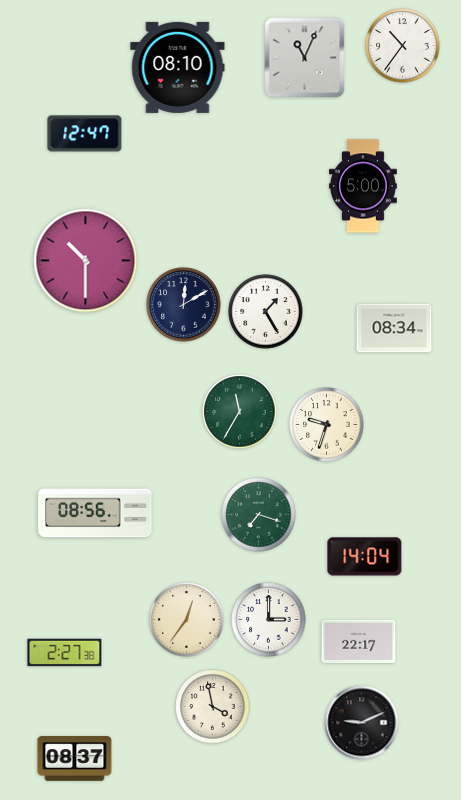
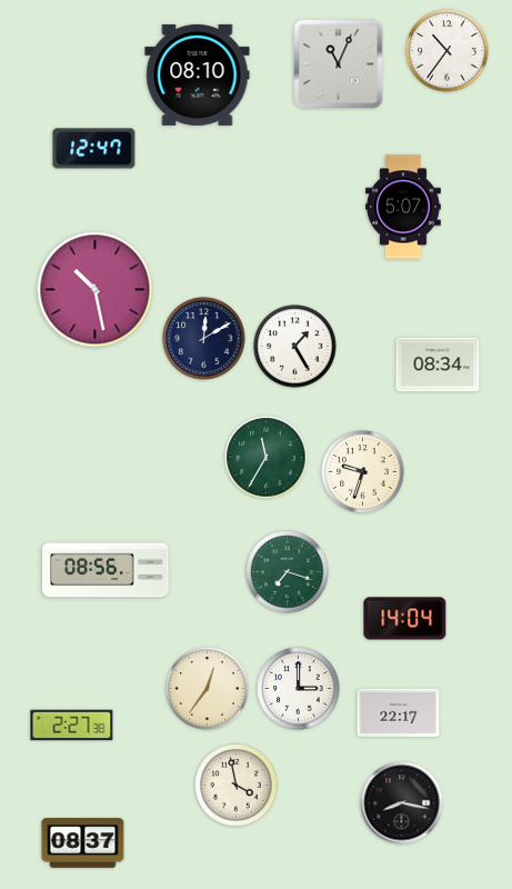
clock at (364, 186): 5:00 -> 5:07
clock at (86, 261): 10:30 -> 10:28
clock at (362, 723): 9:11 -> 8:17
